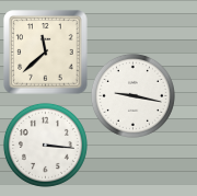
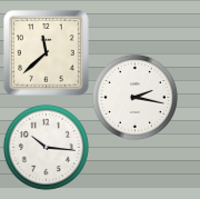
clock at (132, 95): 9:17 -> 2:17
clock at (45, 145): 3:16 -> 10:16
